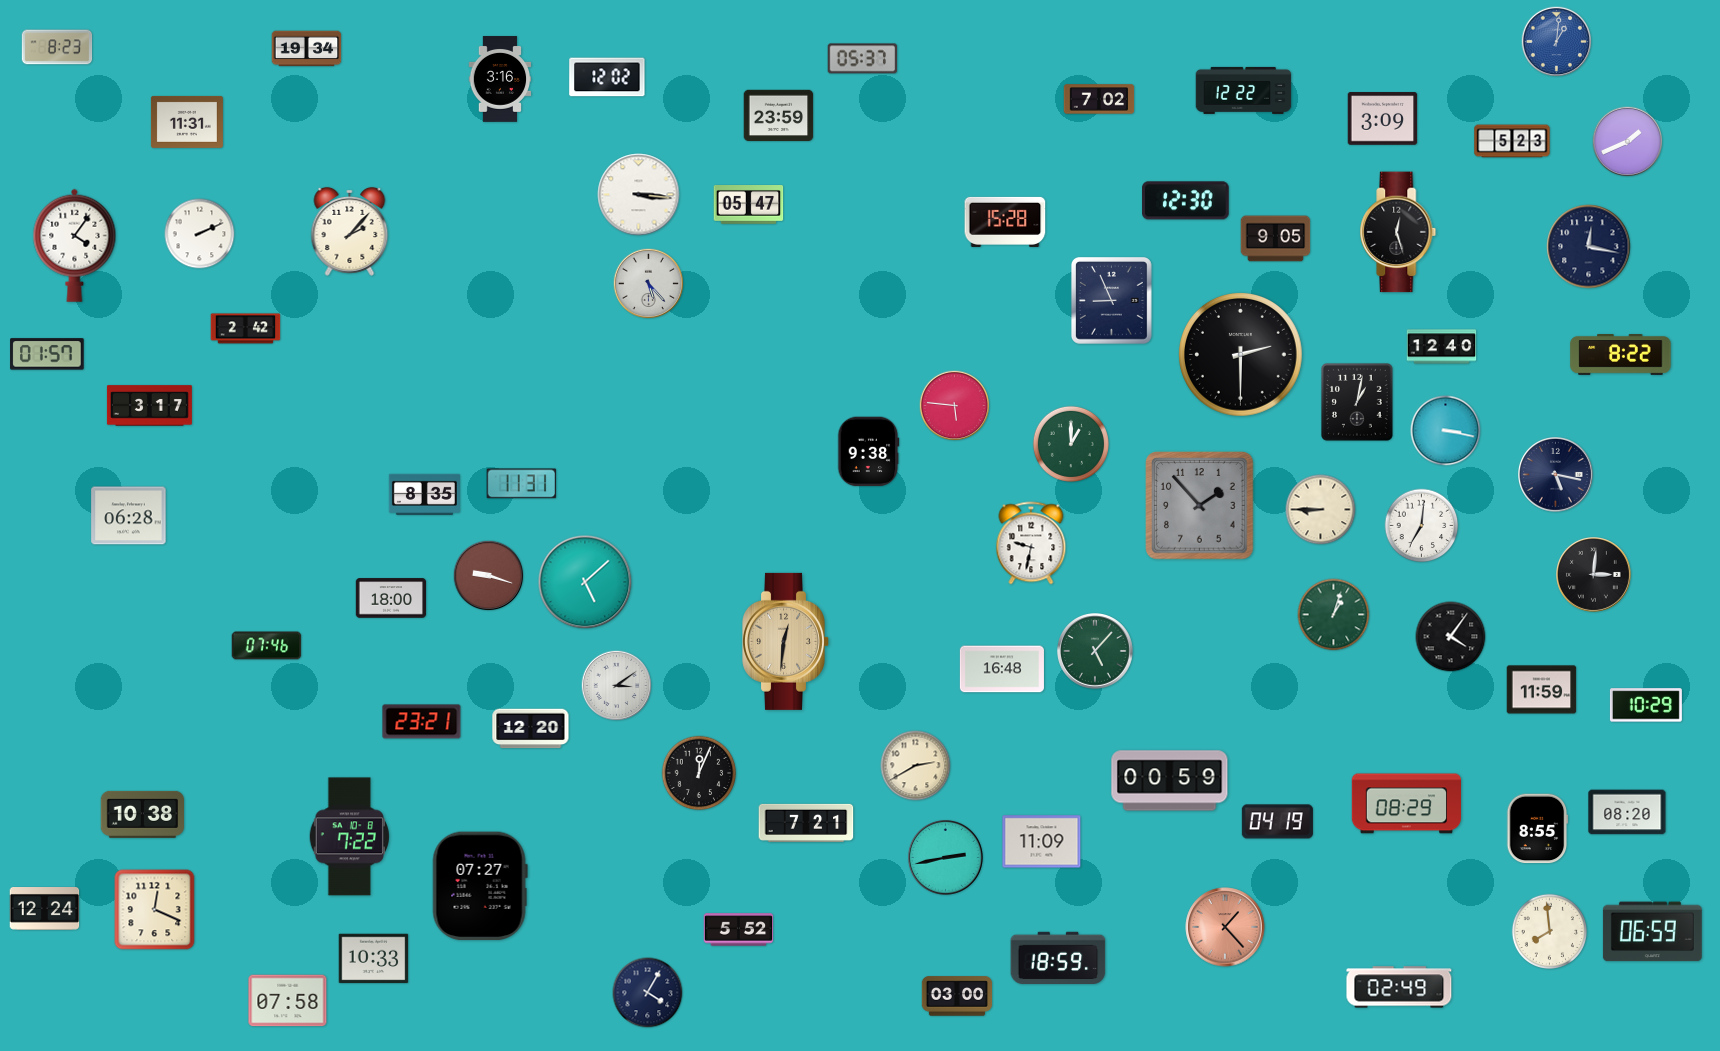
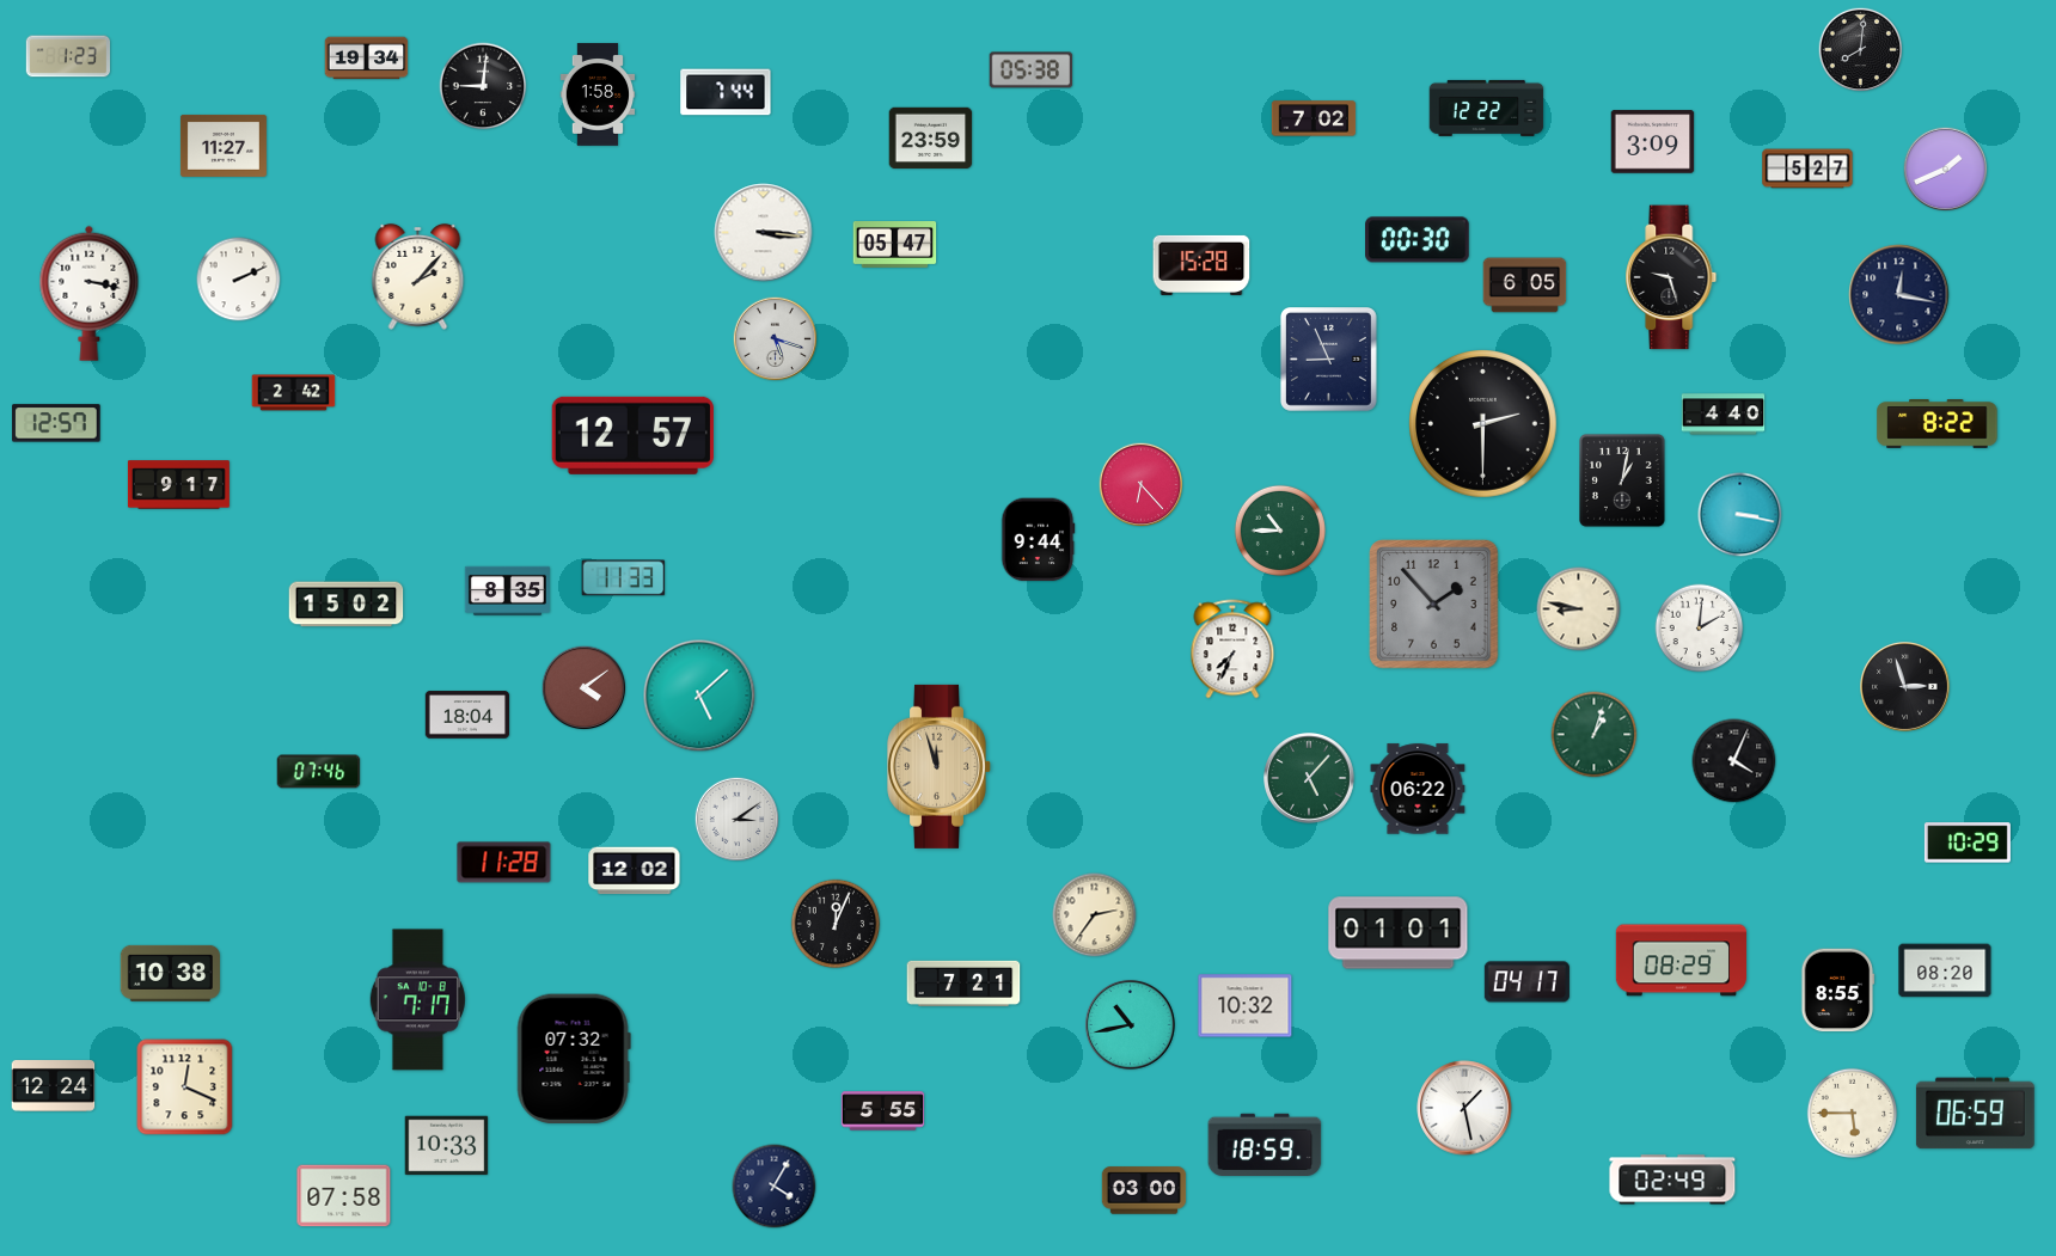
clock at (1557, 42): 1:01 -> 8:01
clock at (1557, 42) dial: blue -> black
clock at (57, 47): 8:23 -> 1:23
clock at (863, 59): 05:37 -> 05:38
clock at (483, 86): none -> 9:01
clock at (607, 77): 12:02 -> 7:44
clock at (500, 79): 3:16 -> 1:58
clock at (187, 122): 11:31 -> 11:27
clock at (1512, 141): 5:23 -> 5:27
clock at (1186, 201): 12:30 -> 00:30
clock at (1398, 232): 12:27 -> 9:27
clock at (1276, 239): 9:05 -> 6:05
clock at (75, 245): 4:06 -> 3:17
clock at (649, 284): 5:23 -> 5:18
clock at (1442, 347): 12:40 -> 4:40
clock at (47, 354): 01:57 -> 12:57
clock at (632, 435): none -> 12:57
clock at (149, 406): 3:17 -> 9:17
clock at (955, 406): 5:46 -> 6:23
clock at (1446, 431) position: (1446, 431) -> (1740, 515)
clock at (1071, 444): 1:00 -> 10:45
clock at (869, 452): 9:38 -> 9:44
clock at (1556, 475): 5:17 -> none
clock at (522, 484): 11:31 -> 11:33
clock at (347, 605): none -> 15:02
clock at (1321, 510): 8:45 -> 8:47
clock at (129, 516): 06:28 -> none
clock at (1422, 526): 7:01 -> 2:01
clock at (1031, 543): 9:32 -> 7:34
clock at (1594, 575): 3:01 -> 2:57
clock at (489, 576): 9:18 -> 4:09
clock at (391, 598): 18:00 -> 18:04
clock at (1451, 637): 4:06 -> 4:04
clock at (786, 641): 12:31 -> 11:57
clock at (1418, 789): none -> 06:22
clock at (1002, 669): 16:48 -> none
clock at (1542, 690): 11:59 -> none
clock at (422, 722): 23:21 -> 11:28
clock at (531, 729): 12:20 -> 12:02
clock at (916, 766): 2:40 -> 2:36
clock at (1170, 781): 00:59 -> 01:01
clock at (1277, 822): 04:19 -> 04:17
clock at (349, 837): 7:22 -> 7:17
clock at (1042, 842): 11:09 -> 10:32
clock at (946, 858): 2:43 -> 10:43
clock at (480, 886): 07:27 -> 07:32
clock at (1225, 927): 1:23 -> 1:28
clock at (1225, 927) dial: salmon -> white
clock at (739, 930): 5:52 -> 5:55
clock at (1549, 931): 7:59 -> 5:45
